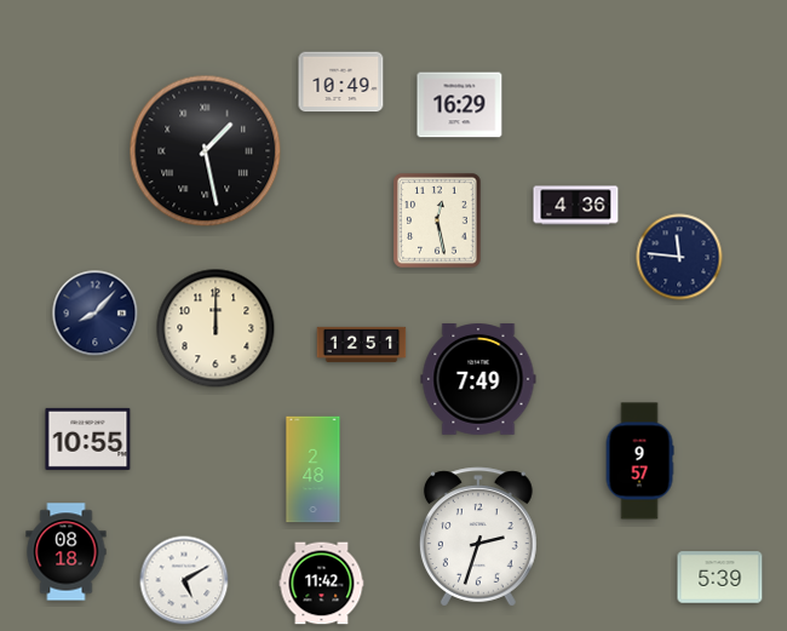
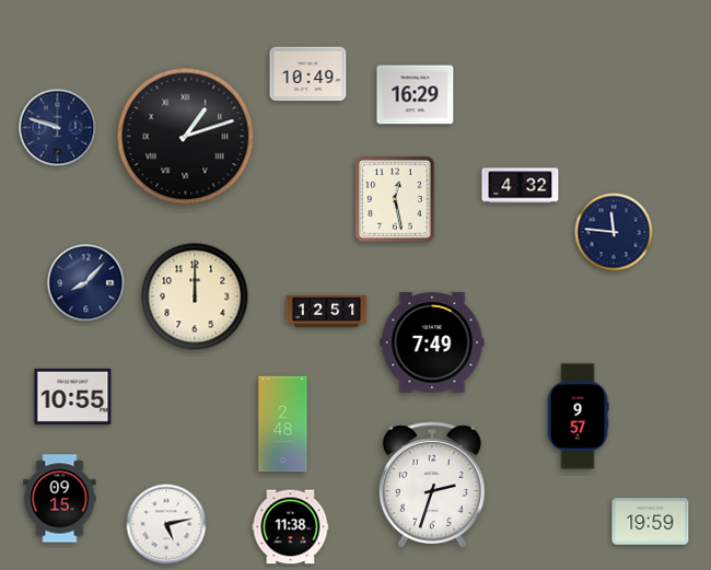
clock at (58, 128): none -> 9:48
clock at (206, 151): 1:28 -> 1:12
clock at (576, 206): 4:36 -> 4:32
clock at (88, 438) position: (88, 438) -> (73, 396)
clock at (67, 552): 08:18 -> 09:15
clock at (720, 578): 5:39 -> 19:59
clock at (184, 580): 5:10 -> 5:13
clock at (322, 584): 11:42 -> 11:38
